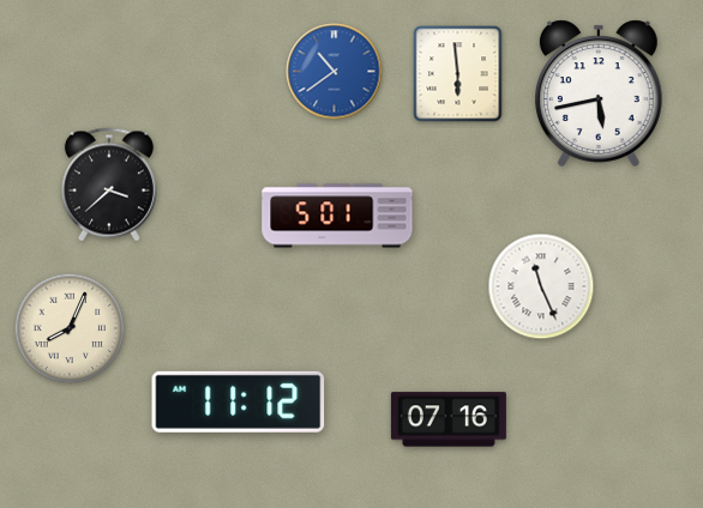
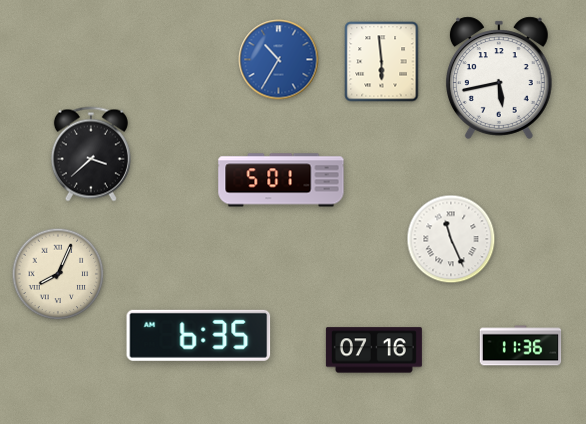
clock at (335, 72): 10:39 -> 10:35
clock at (239, 401): 11:12 -> 6:35
clock at (521, 346): none -> 11:36
